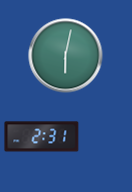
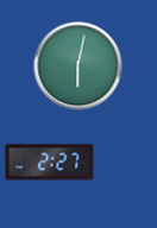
clock at (42, 137): 2:31 -> 2:27
